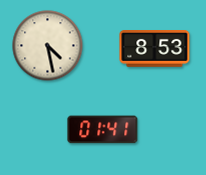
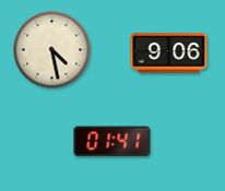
clock at (155, 49): 8:53 -> 9:06
